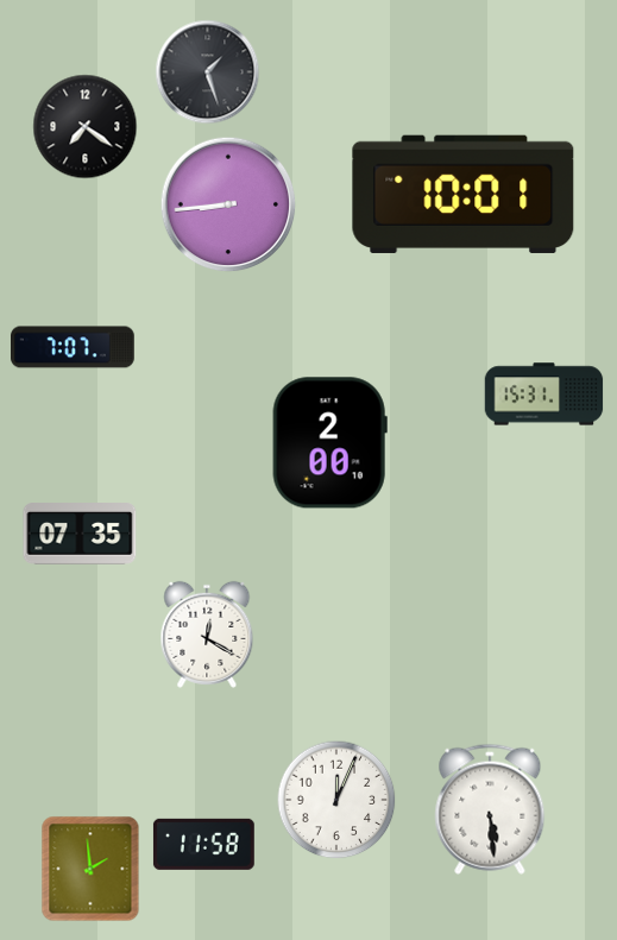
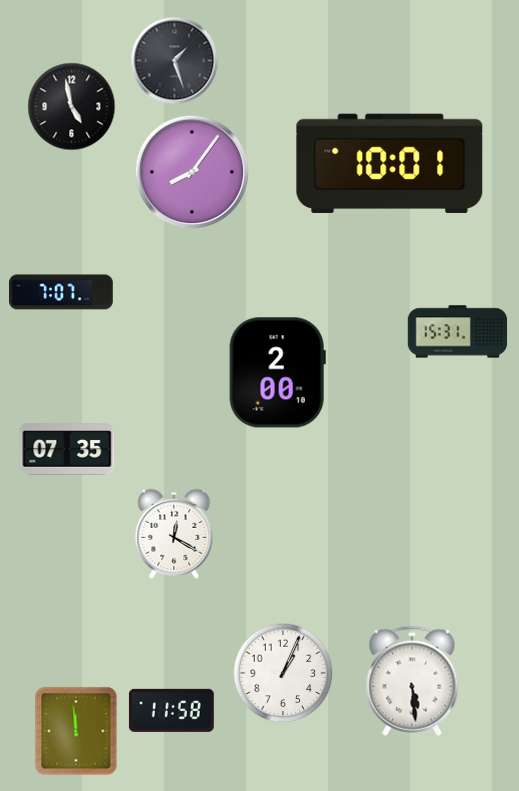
clock at (86, 127): 7:21 -> 4:58
clock at (228, 204): 8:44 -> 8:06
clock at (336, 800): 12:04 -> 1:04
clock at (90, 869): 1:59 -> 11:59
